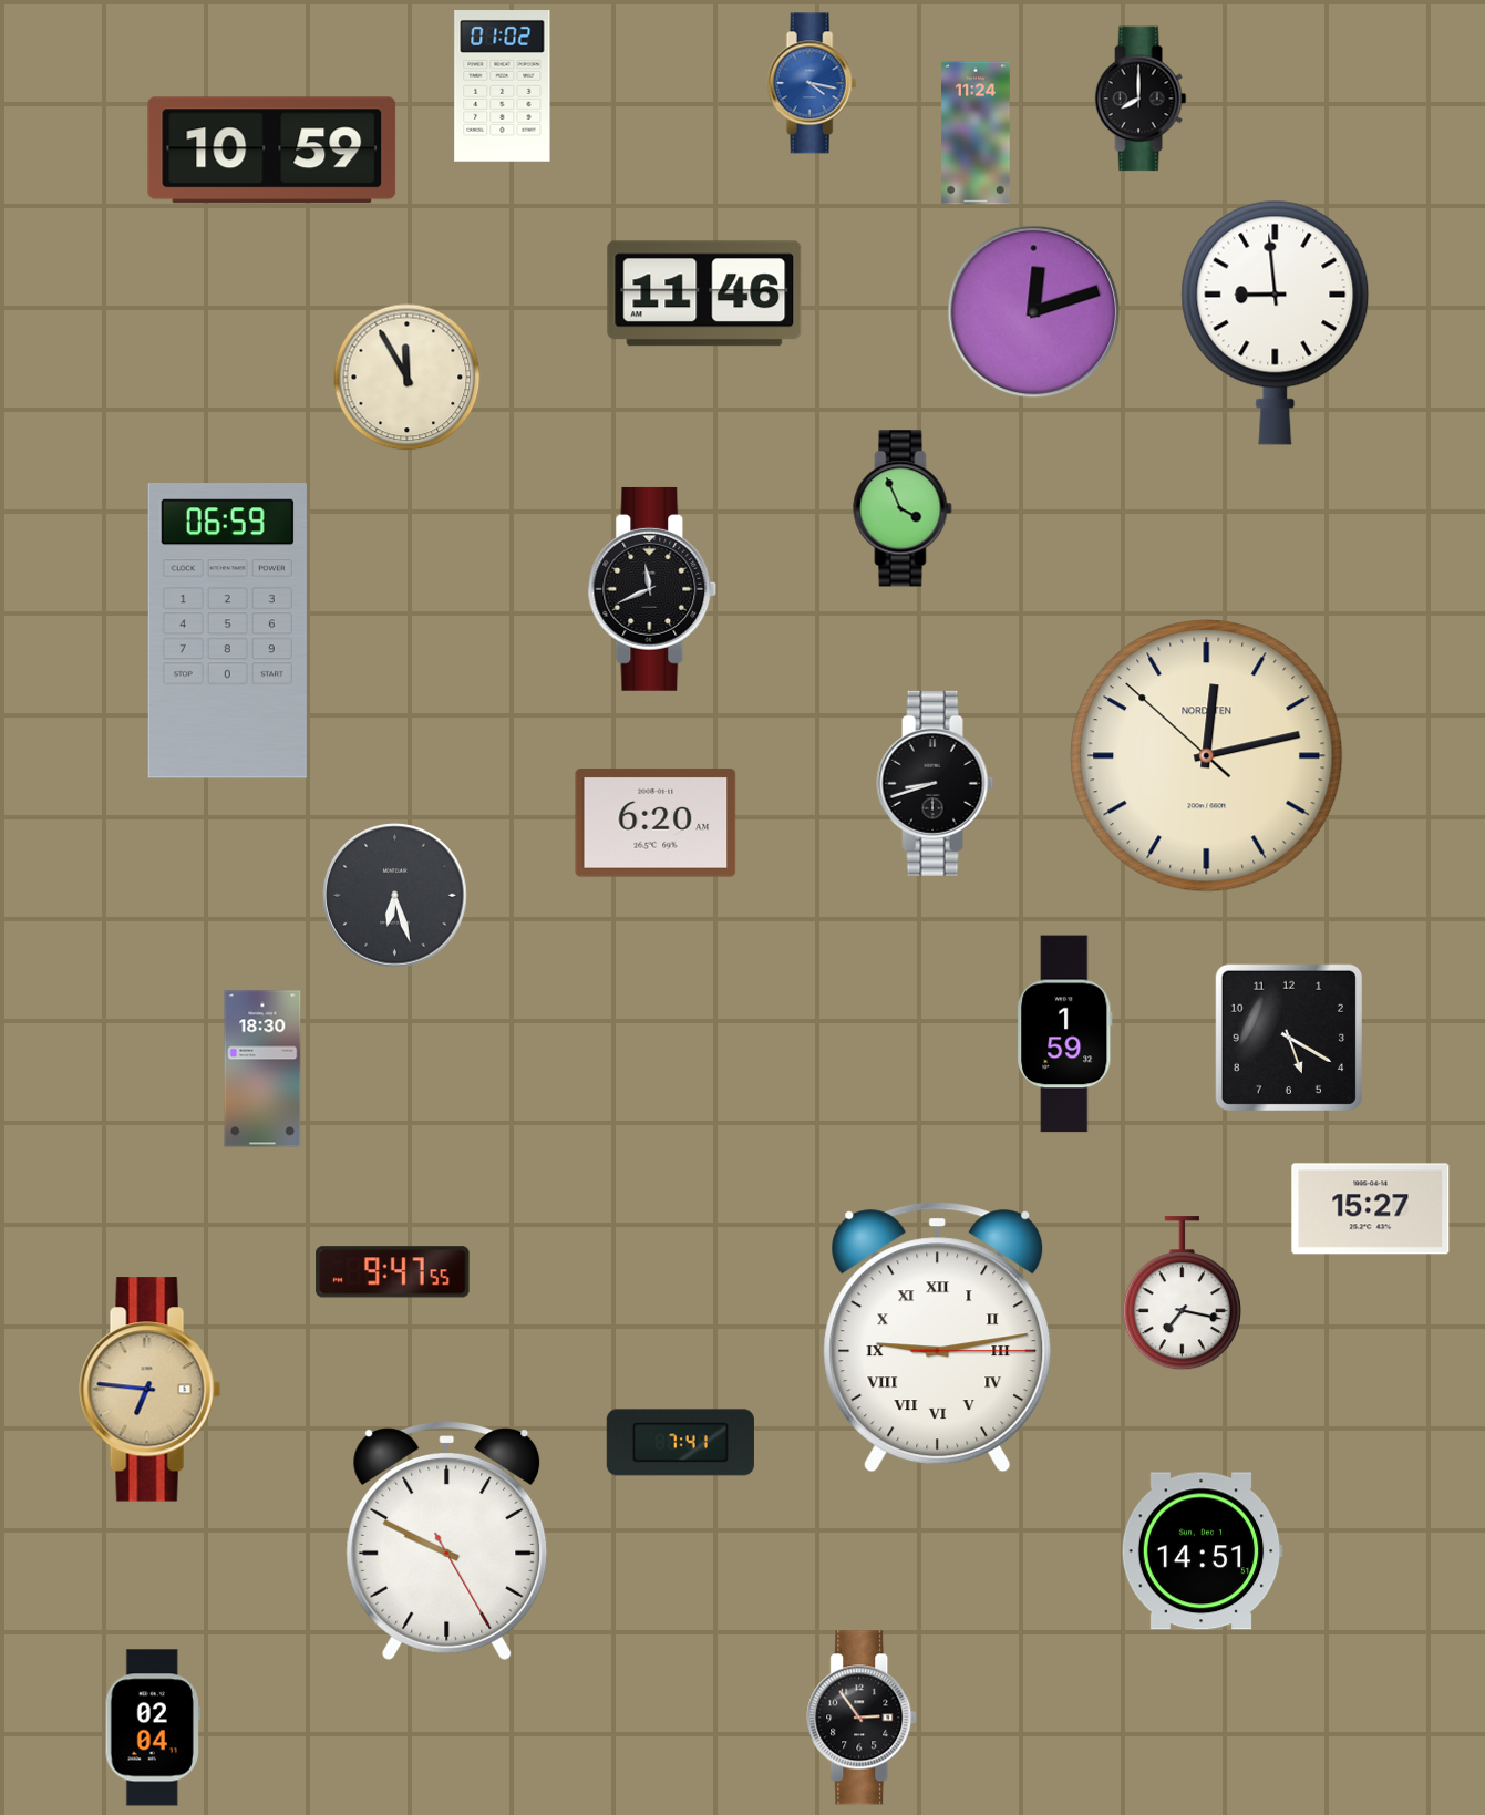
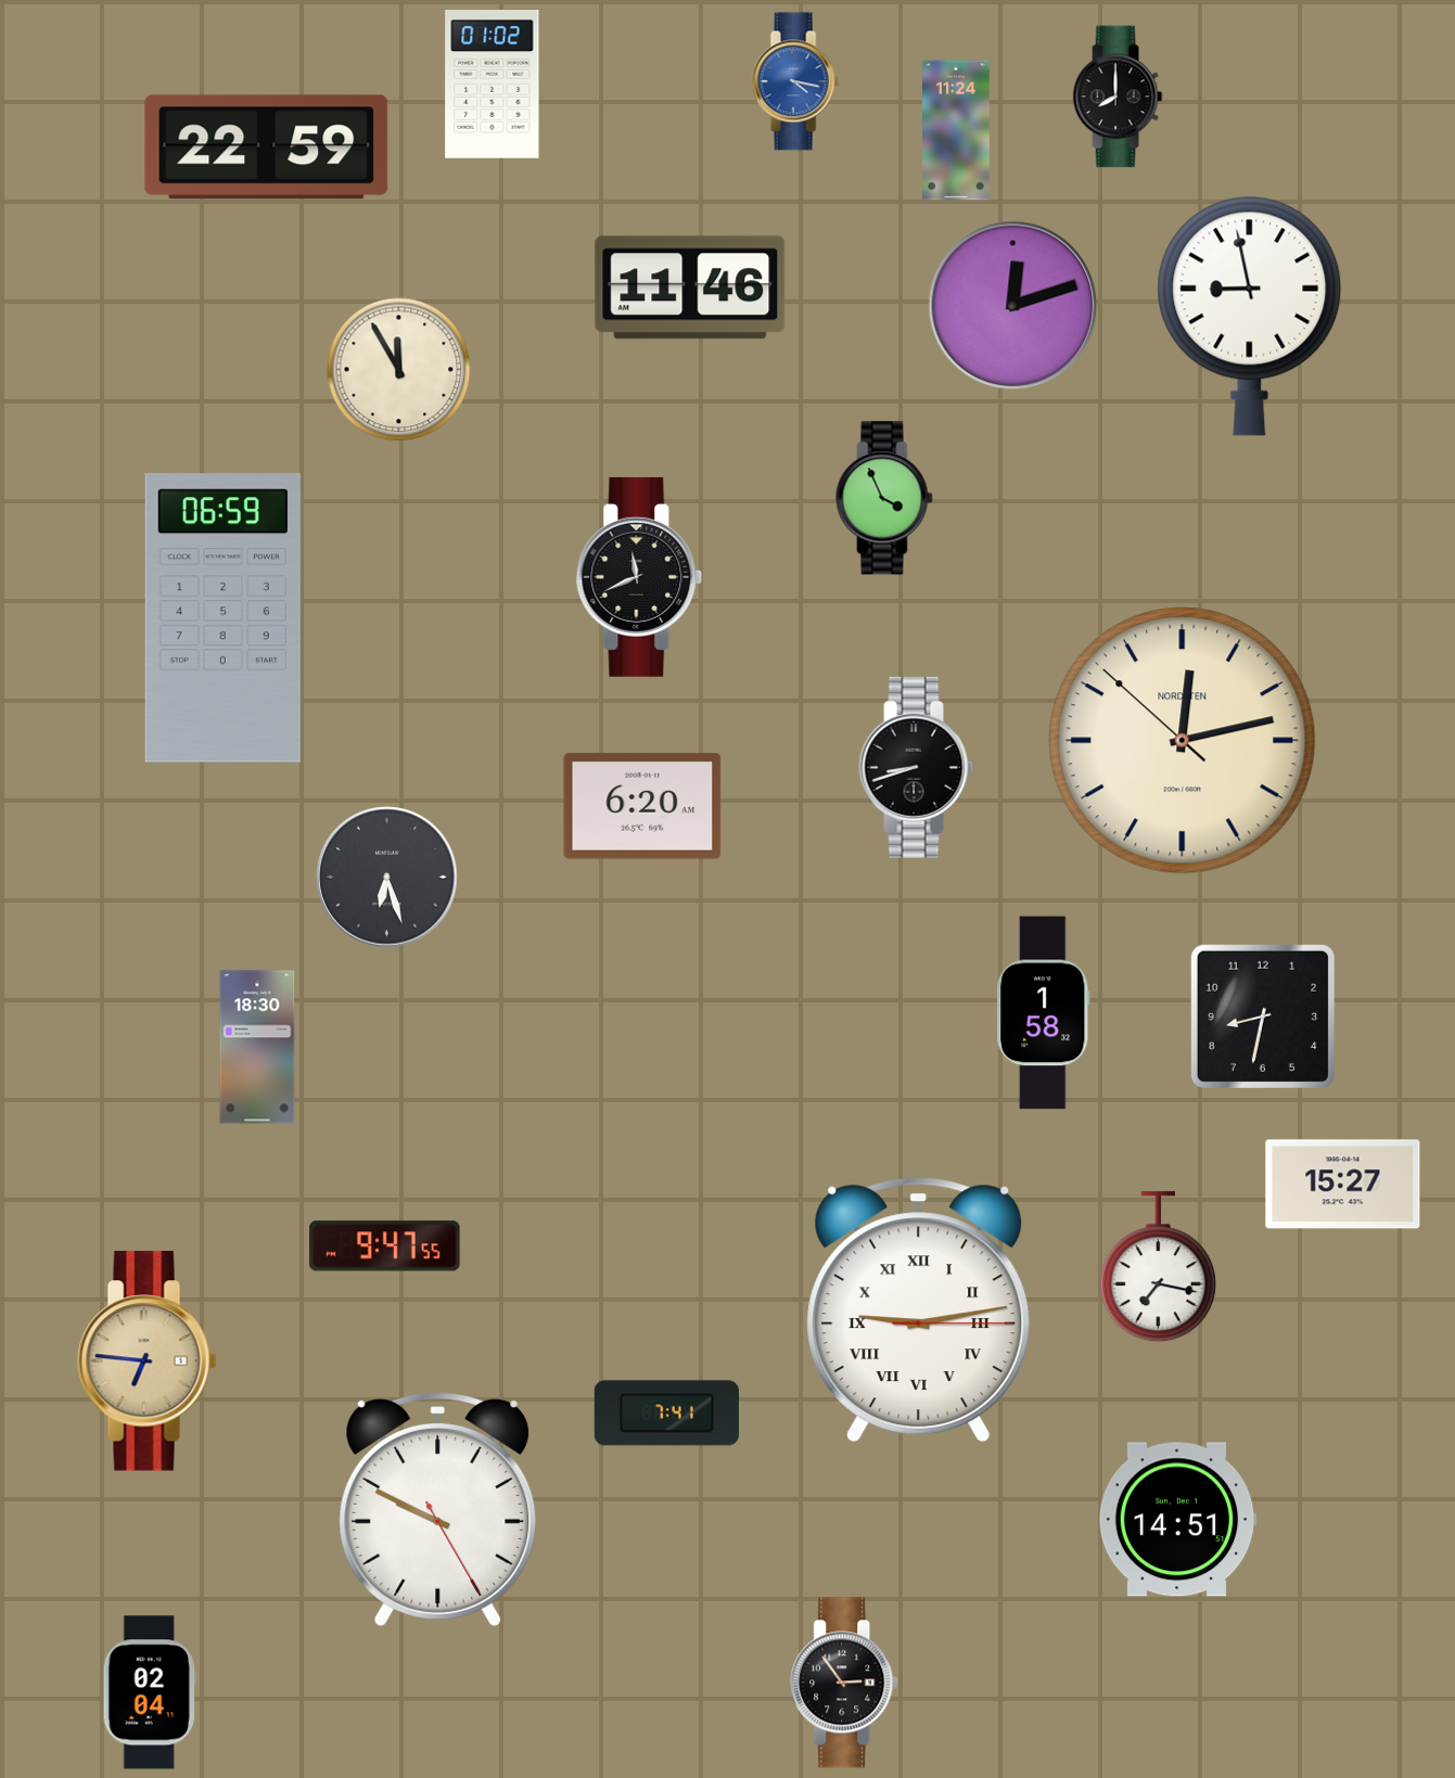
clock at (272, 151): 10:59 -> 22:59
clock at (1276, 322): 8:59 -> 8:58
clock at (1065, 1034): 1:59 -> 1:58
clock at (1289, 1038): 5:20 -> 8:32
